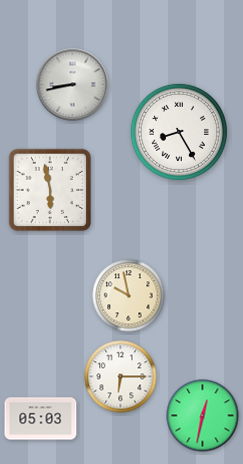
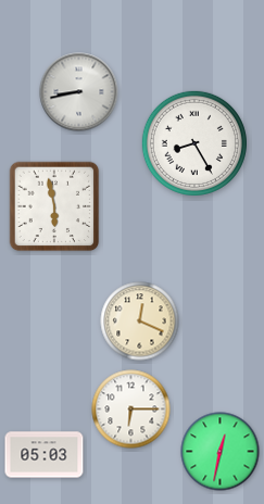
clock at (129, 296): 9:58 -> 12:19
